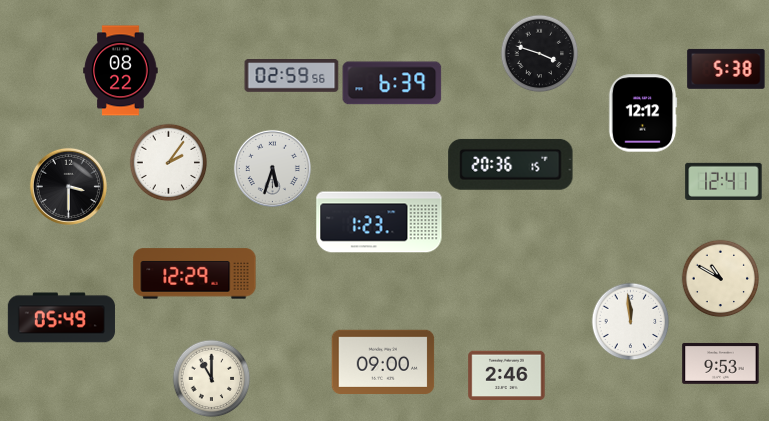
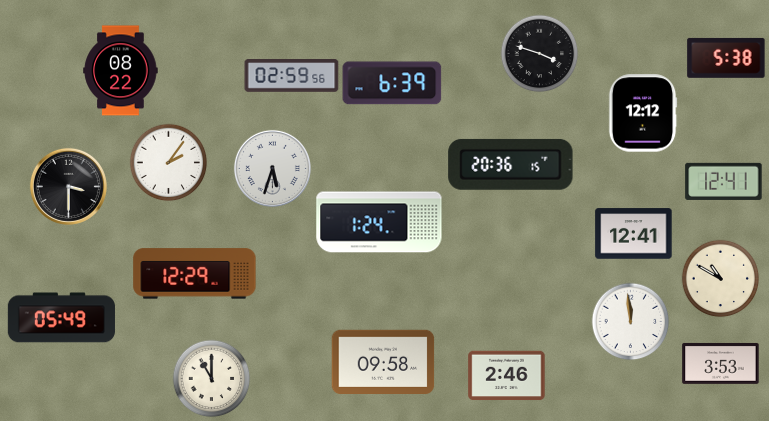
clock at (726, 69) position: (726, 69) -> (726, 58)
clock at (379, 222): 1:23 -> 1:24
clock at (634, 234): none -> 12:41
clock at (383, 361): 09:00 -> 09:58
clock at (721, 363): 9:53 -> 3:53
